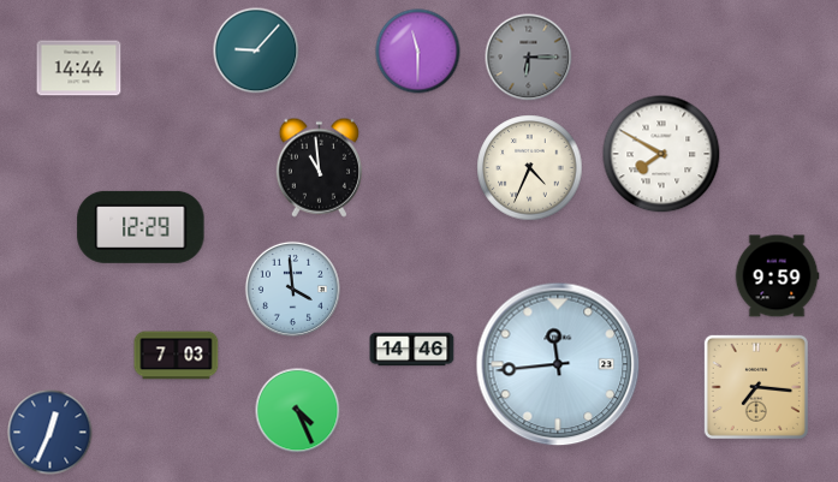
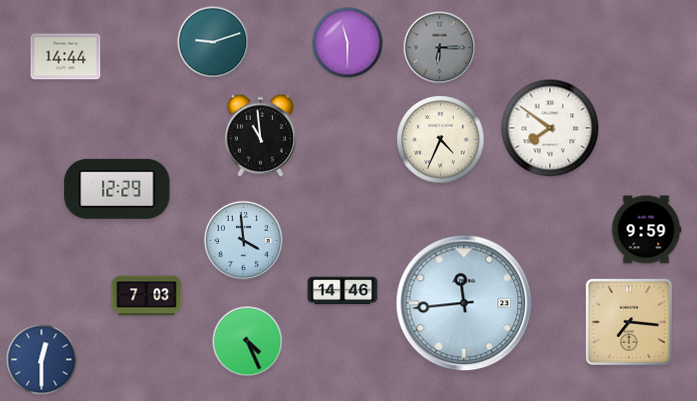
clock at (256, 50): 9:07 -> 9:12
clock at (661, 154): 7:50 -> 7:51
clock at (319, 167) position: (319, 167) -> (260, 135)
clock at (50, 433): 12:34 -> 12:30
